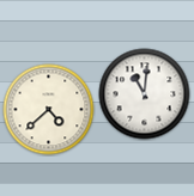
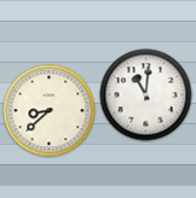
clock at (49, 110): 4:38 -> 8:38
